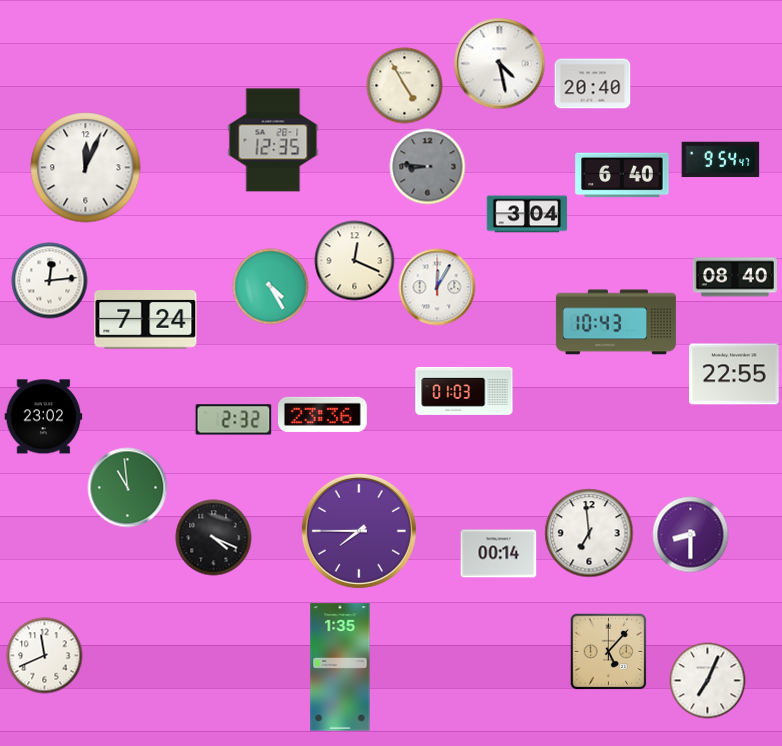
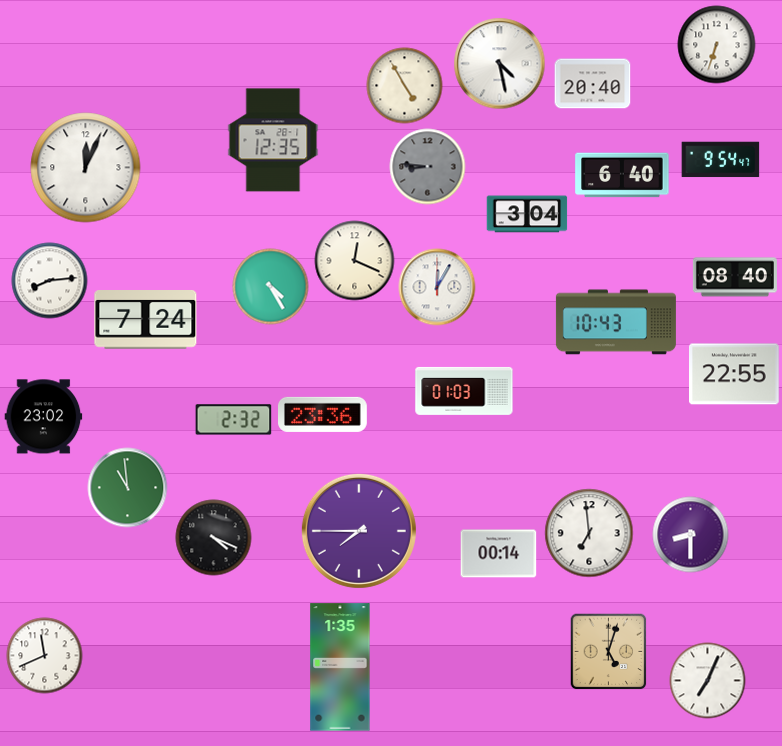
clock at (717, 45): none -> 6:33
clock at (50, 281): 12:14 -> 8:14
clock at (608, 651): 5:07 -> 5:03
